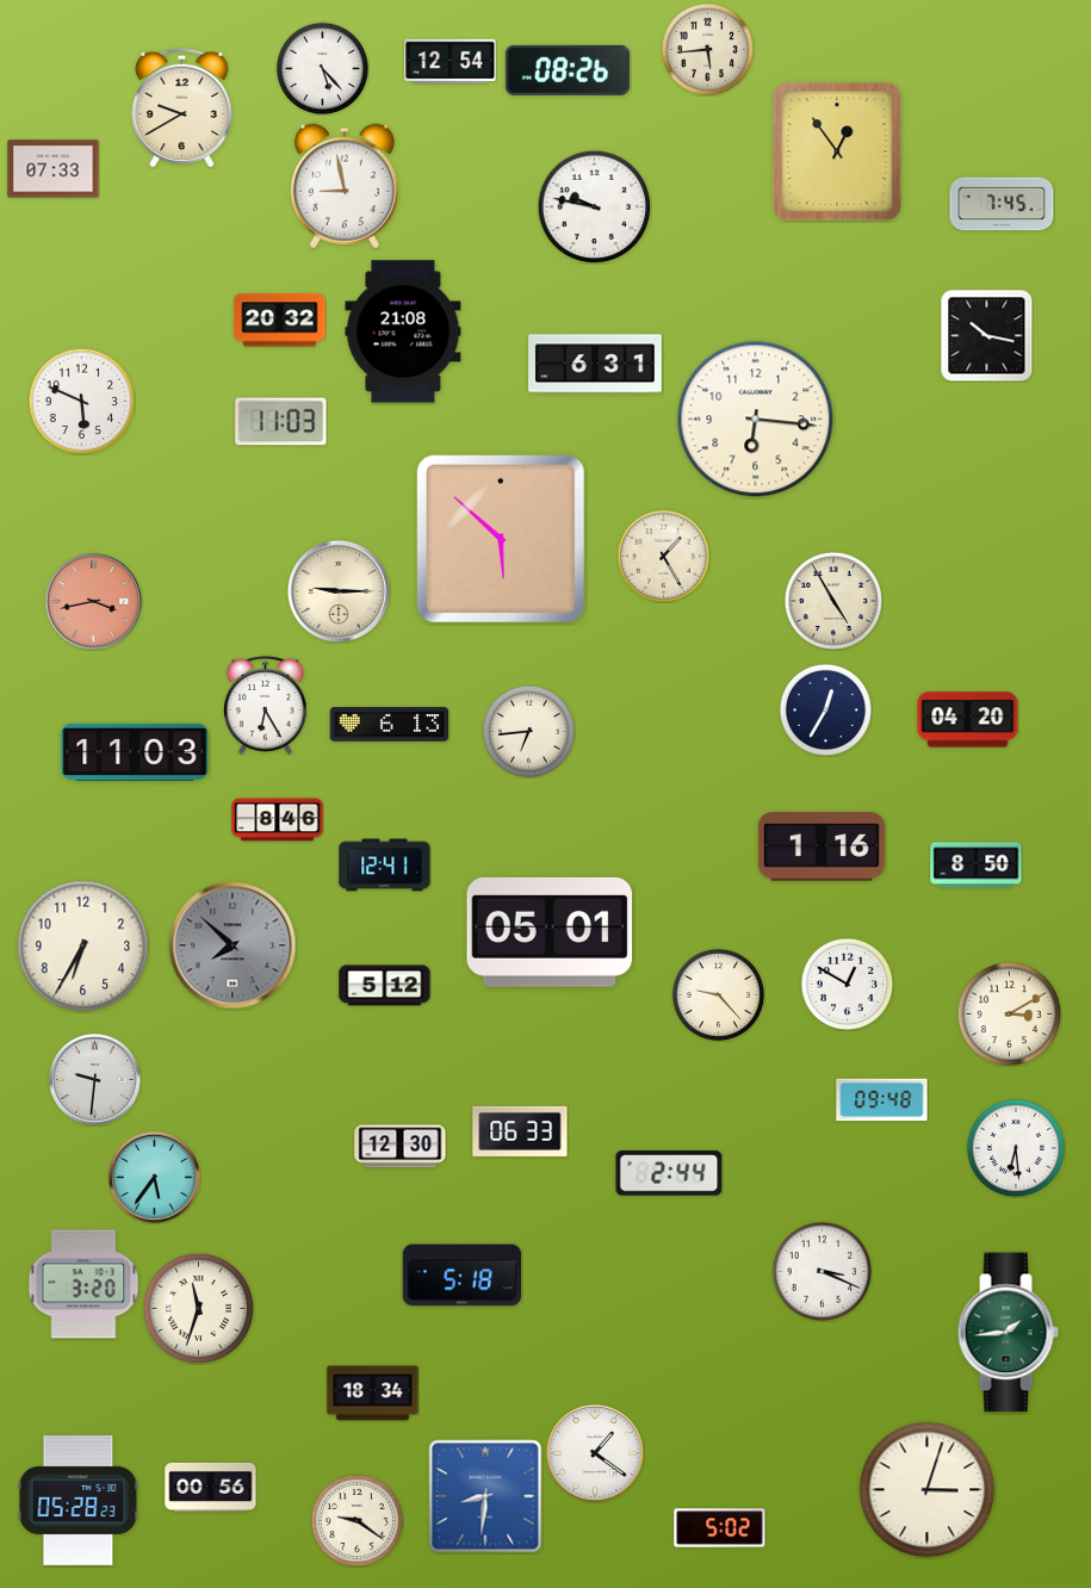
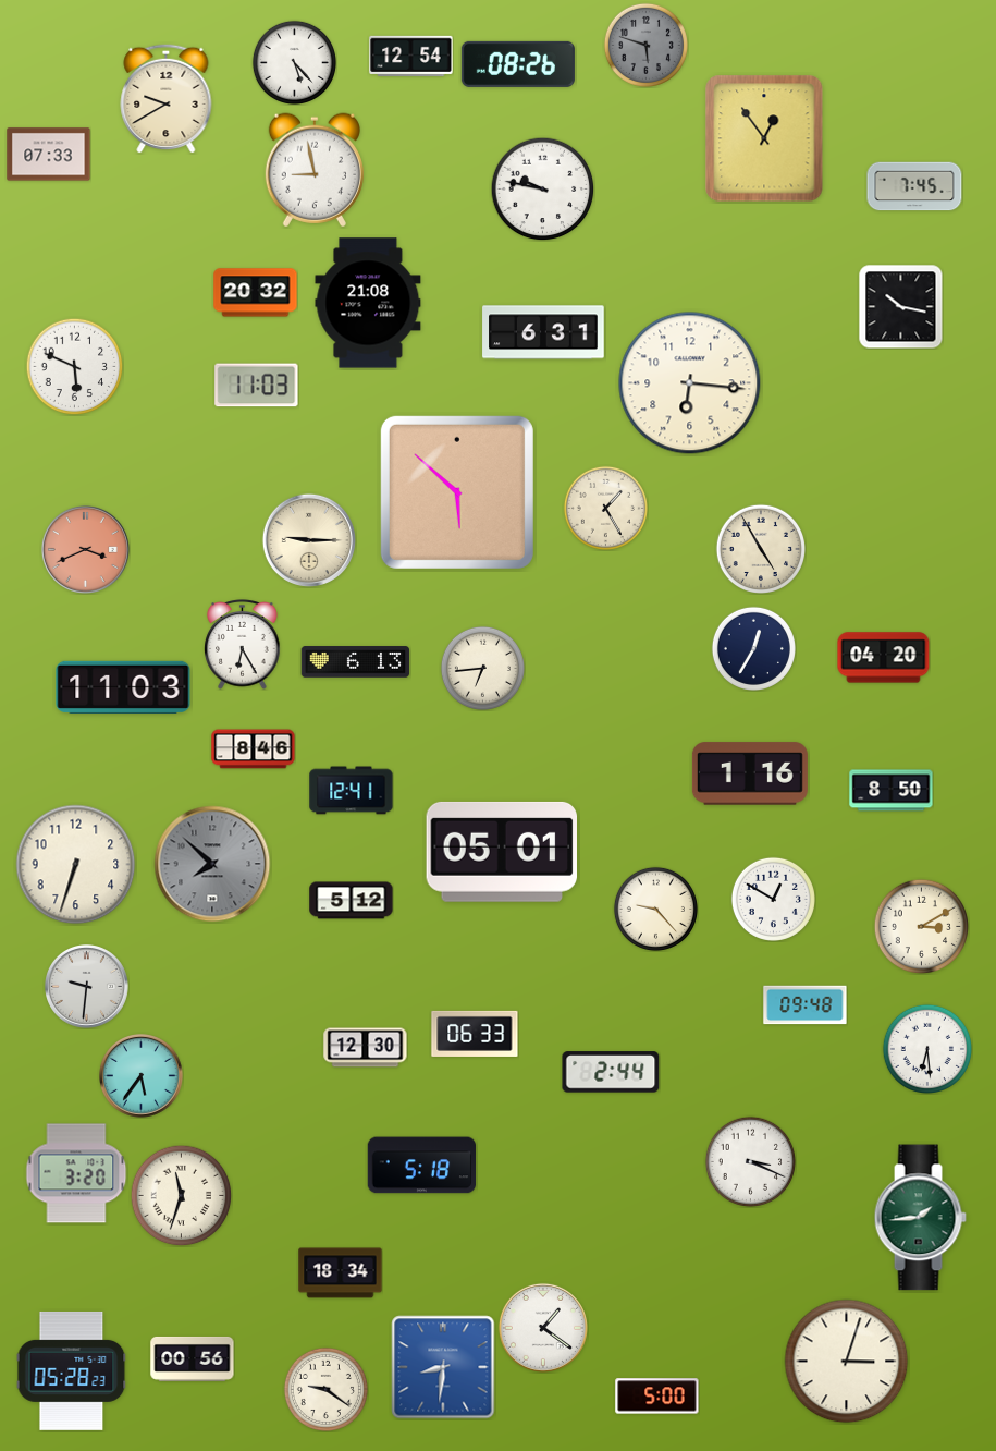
clock at (707, 49): 5:44 -> 5:48
clock at (707, 49) dial: cream -> grey
clock at (93, 601): 3:43 -> 3:41
clock at (83, 947): 6:35 -> 6:33
clock at (720, 1528): 5:02 -> 5:00
